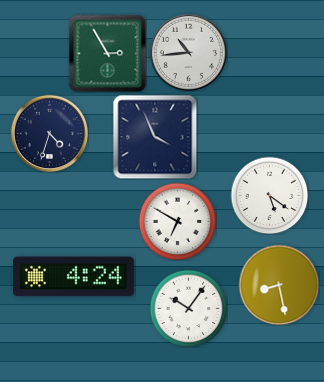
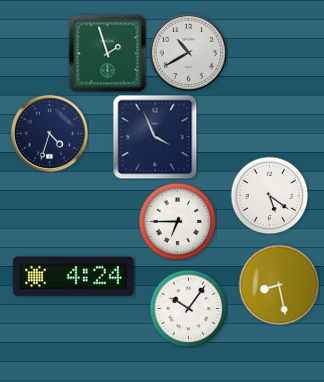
clock at (188, 52): 10:44 -> 10:40
clock at (107, 53): 2:55 -> 1:57
clock at (177, 221): 6:50 -> 6:45
